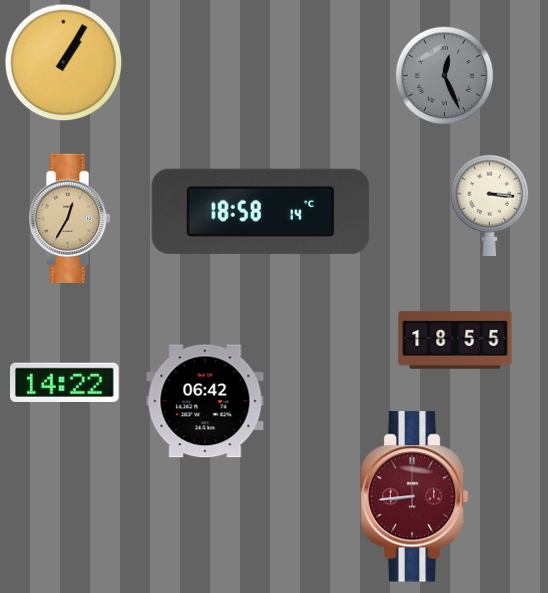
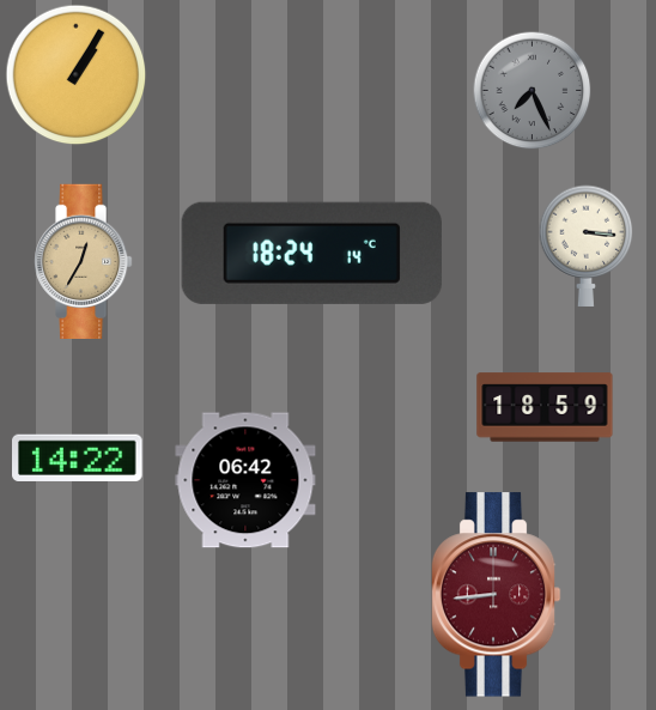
clock at (445, 76): 12:26 -> 7:26
clock at (260, 211): 18:58 -> 18:24
clock at (455, 340): 18:55 -> 18:59
